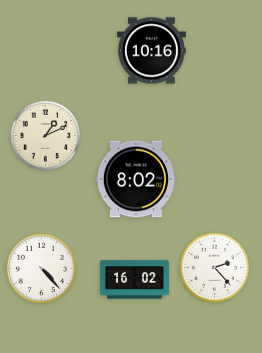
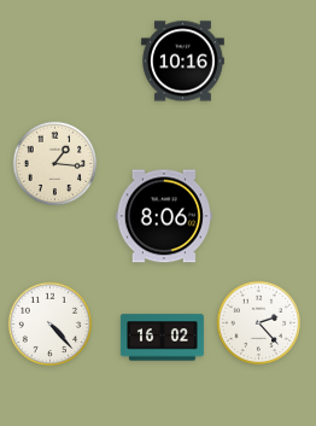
clock at (46, 136): 1:11 -> 1:16
clock at (136, 179): 8:02 -> 8:06
